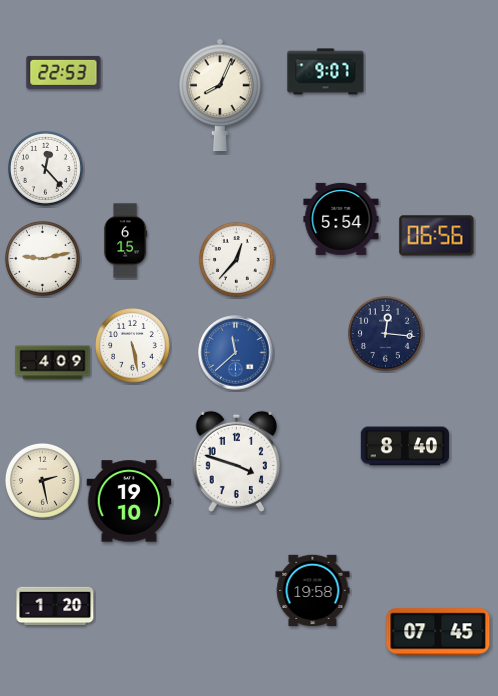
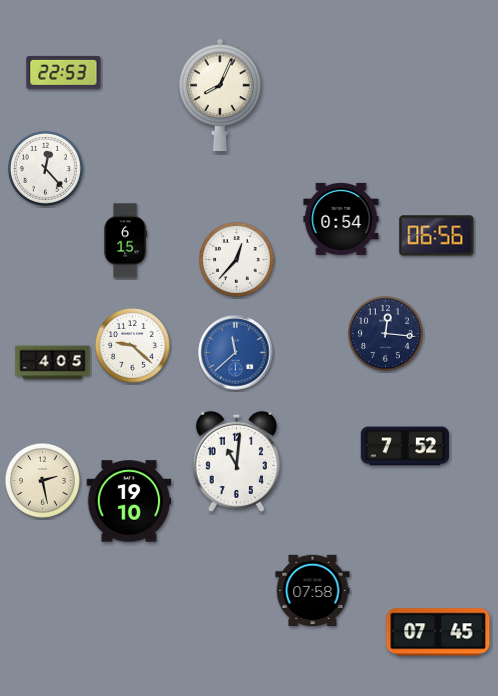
clock at (326, 72): 9:07 -> none
clock at (341, 219): 5:54 -> 0:54
clock at (43, 259): 9:13 -> none
clock at (133, 346): 5:28 -> 9:22
clock at (53, 363): 4:09 -> 4:05
clock at (405, 446): 8:40 -> 7:52
clock at (236, 461): 3:48 -> 11:01
clock at (313, 590): 19:58 -> 07:58
clock at (55, 606): 1:20 -> none
